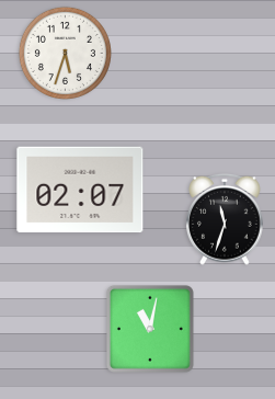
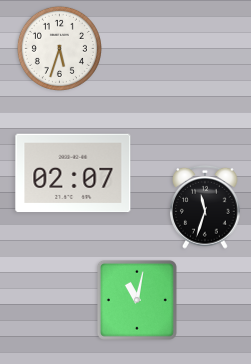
clock at (226, 219) position: (226, 219) -> (206, 207)
